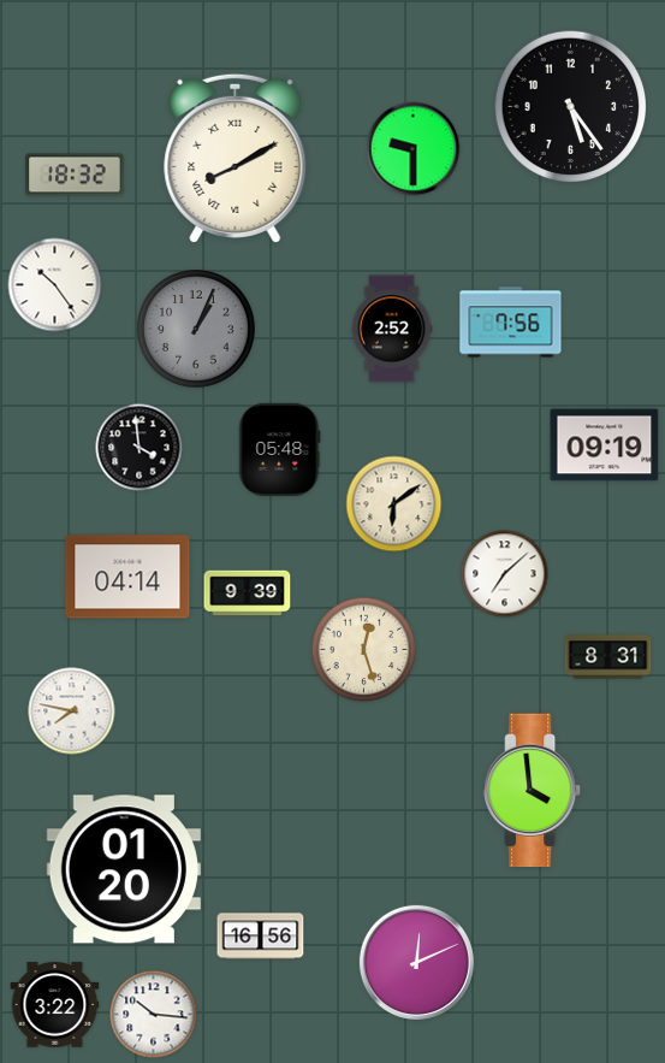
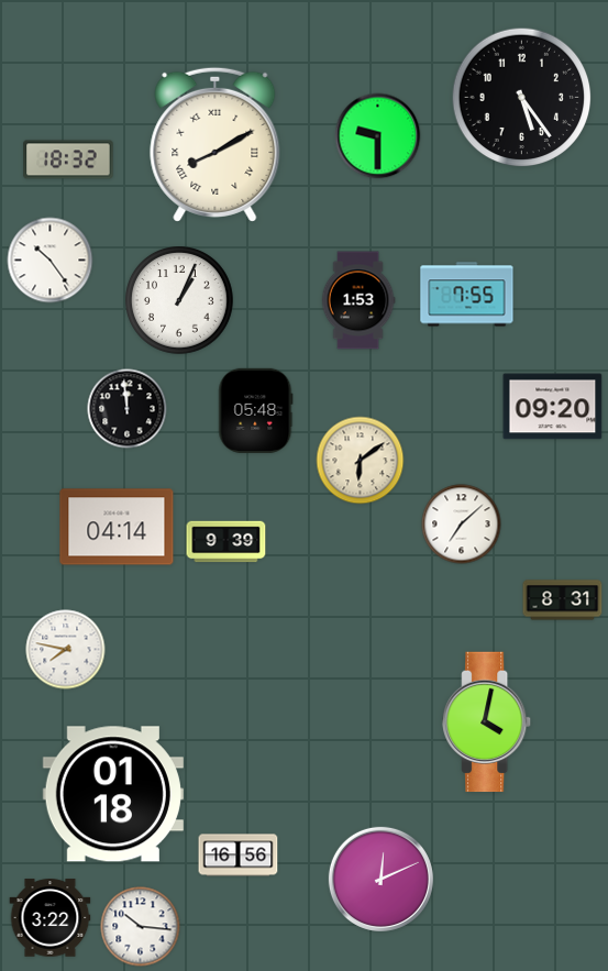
clock at (511, 323): 7:56 -> 7:55
clock at (392, 329): 2:52 -> 1:53
clock at (197, 330) dial: grey -> white
clock at (605, 445): 09:19 -> 09:20
clock at (139, 448): 3:59 -> 11:59
clock at (364, 650): 12:27 -> none
clock at (608, 657) position: (608, 657) -> (563, 600)
clock at (533, 791): 3:59 -> 4:02
clock at (124, 869): 01:20 -> 01:18
